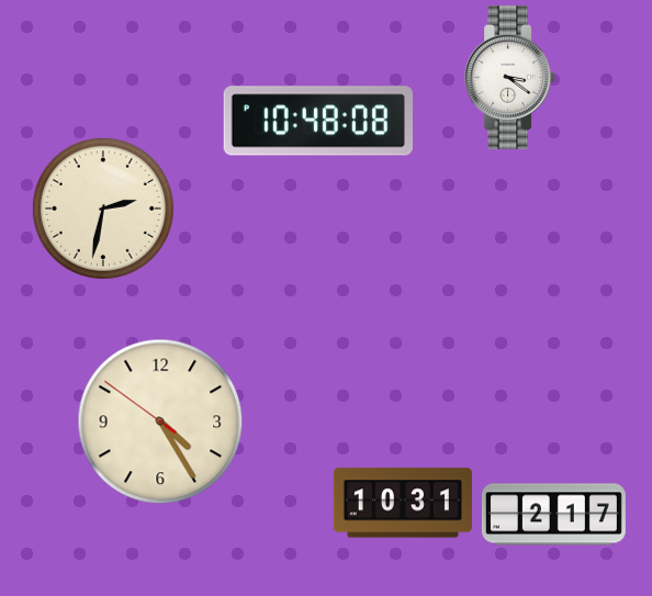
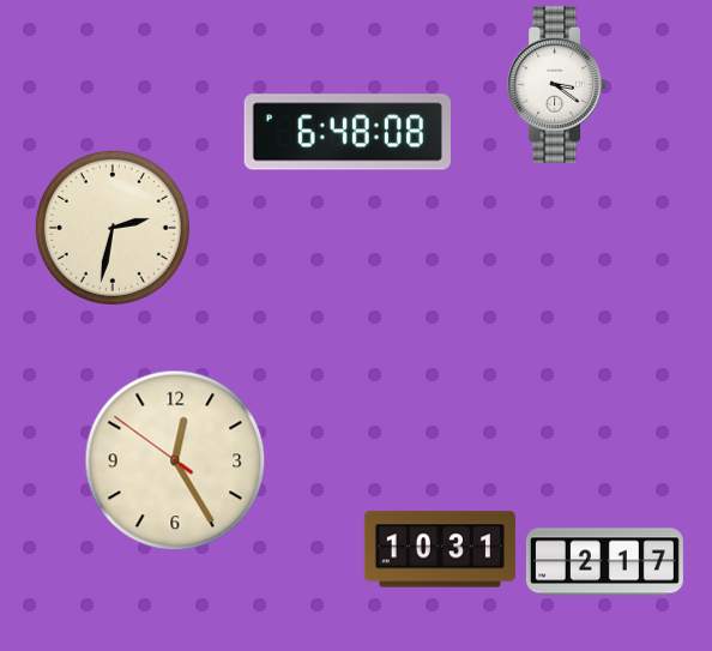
clock at (317, 121): 10:48 -> 6:48
clock at (160, 421): 4:24 -> 12:24
